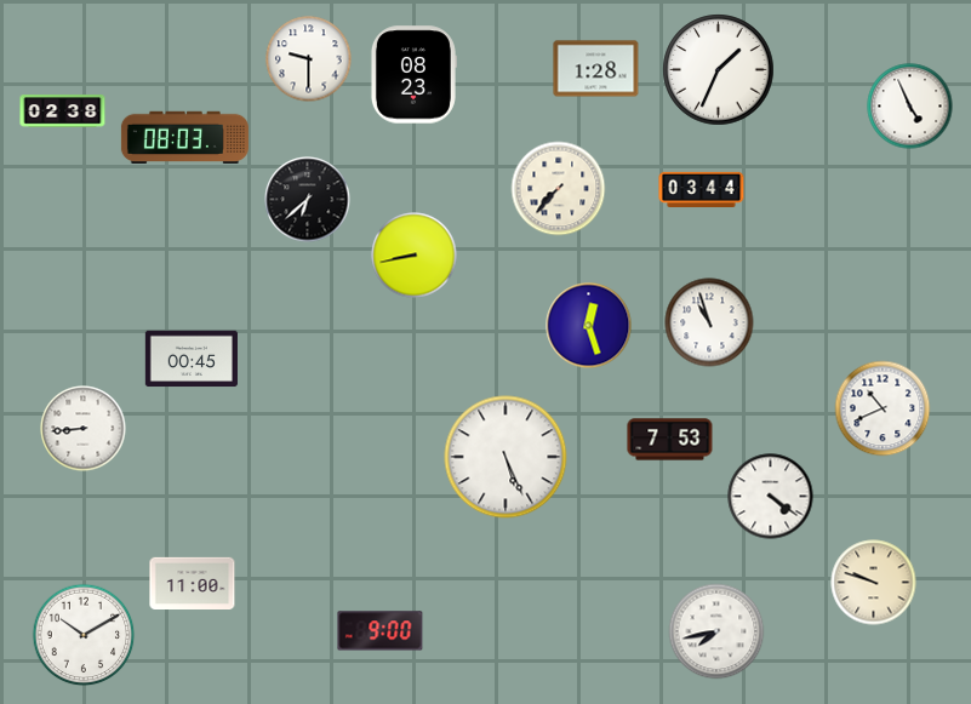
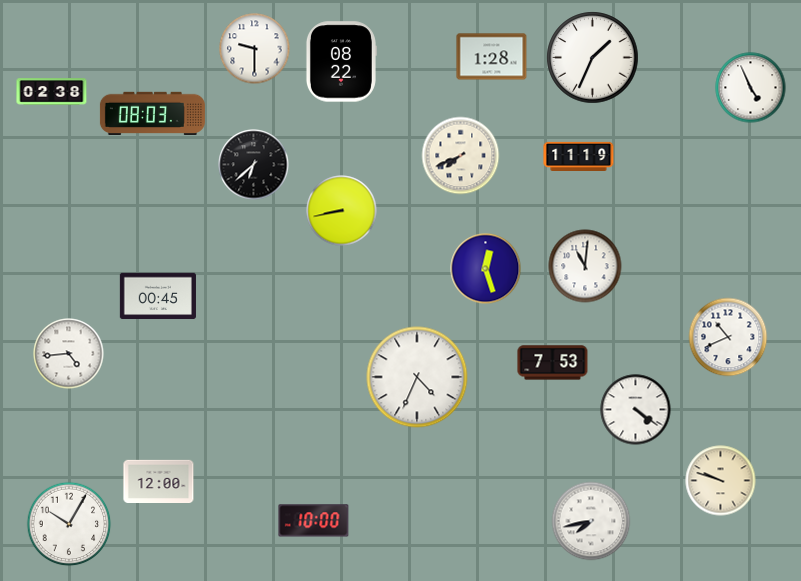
clock at (413, 75): 08:23 -> 08:22
clock at (559, 189): 7:37 -> 7:41
clock at (702, 189): 03:44 -> 11:19
clock at (709, 322): 10:57 -> 11:01
clock at (84, 429): 8:44 -> 4:44
clock at (506, 457): 5:26 -> 4:34
clock at (193, 584): 11:00 -> 12:00
clock at (381, 631): 9:00 -> 10:00
clock at (84, 635): 10:10 -> 10:05
